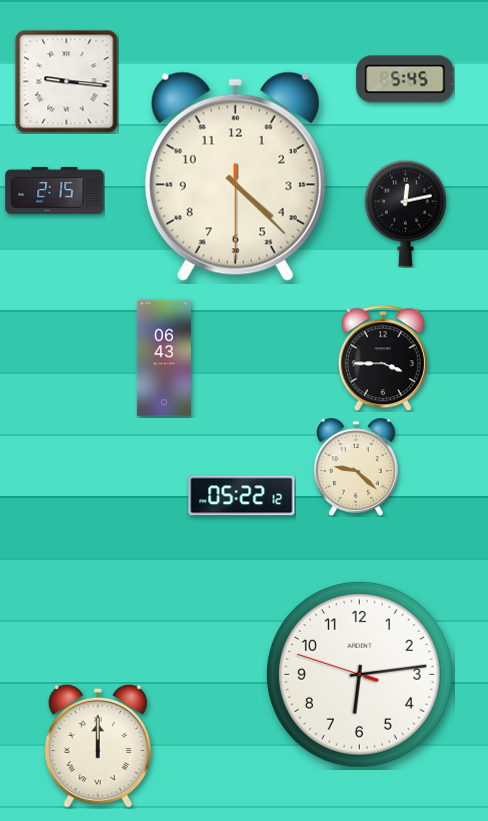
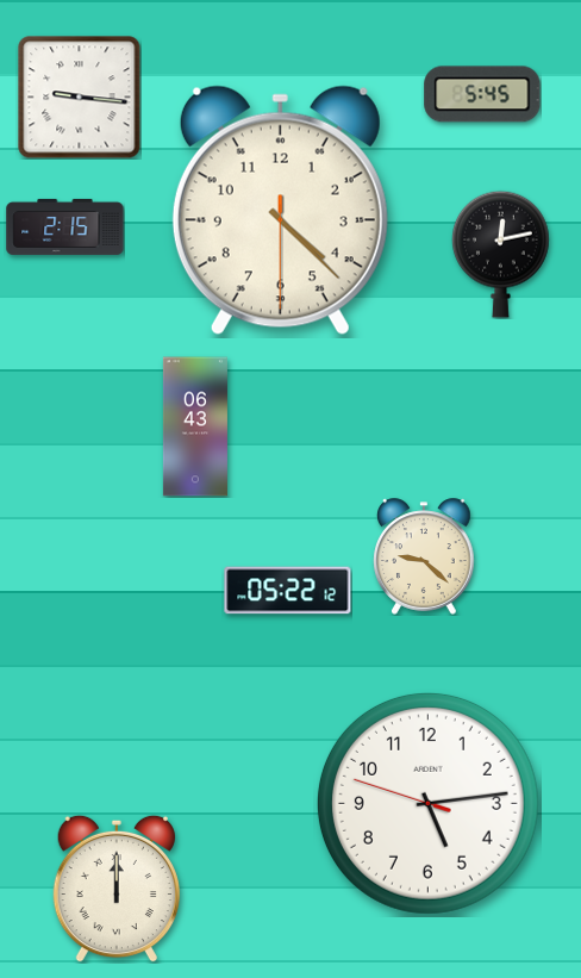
clock at (406, 213) position: (406, 213) -> (501, 254)
clock at (383, 358): 3:45 -> none
clock at (359, 674): 6:13 -> 5:13
